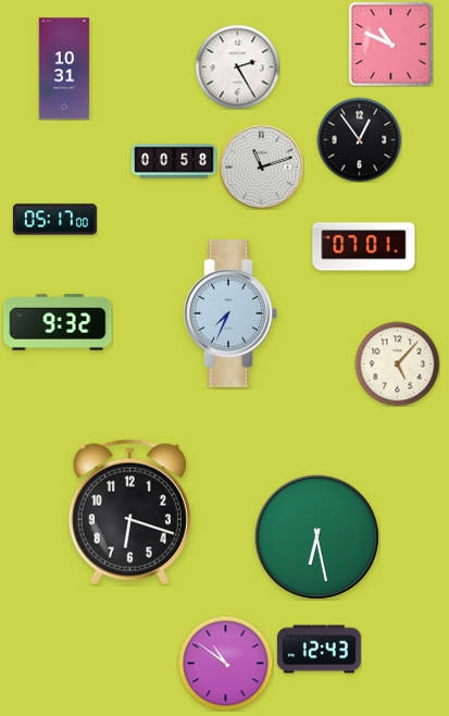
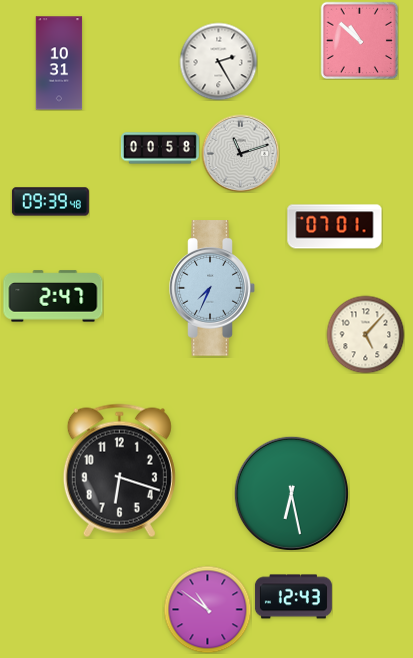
clock at (390, 44): 10:49 -> 10:52
clock at (359, 139): 12:54 -> none
clock at (54, 220): 05:17 -> 09:39
clock at (58, 322): 9:32 -> 2:47
